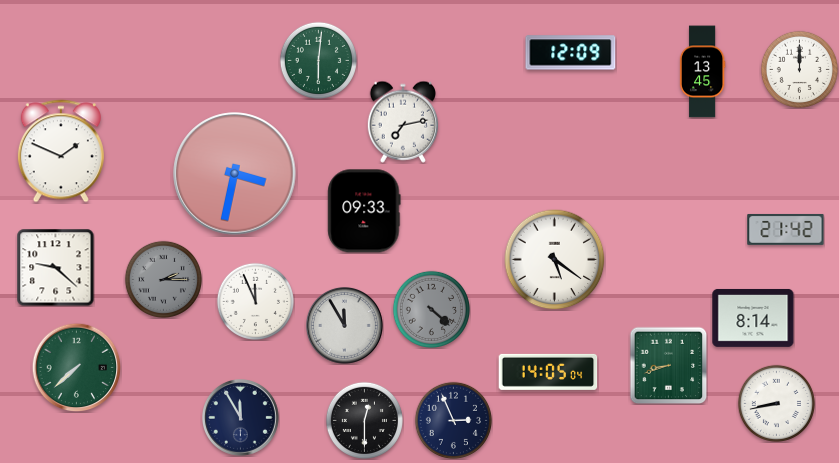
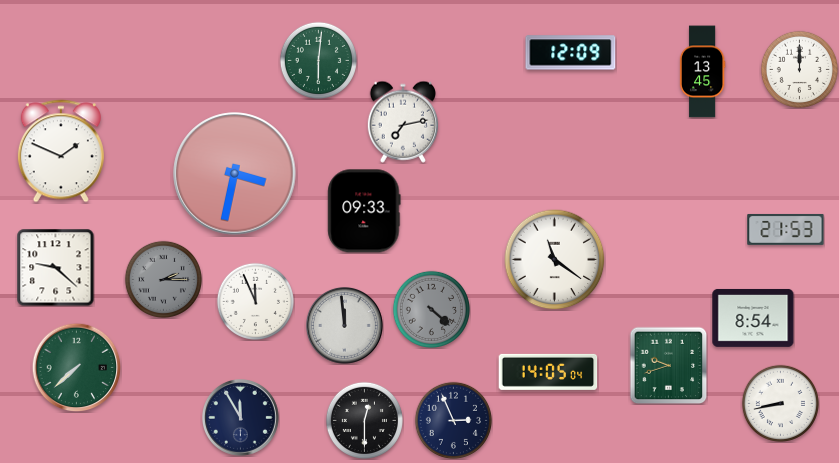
clock at (786, 230): 21:42 -> 21:53
clock at (555, 260): 5:21 -> 11:21
clock at (753, 318): 8:14 -> 8:54
clock at (345, 326): 11:55 -> 11:59
clock at (668, 365): 8:42 -> 9:42
clock at (776, 403) position: (776, 403) -> (780, 403)
